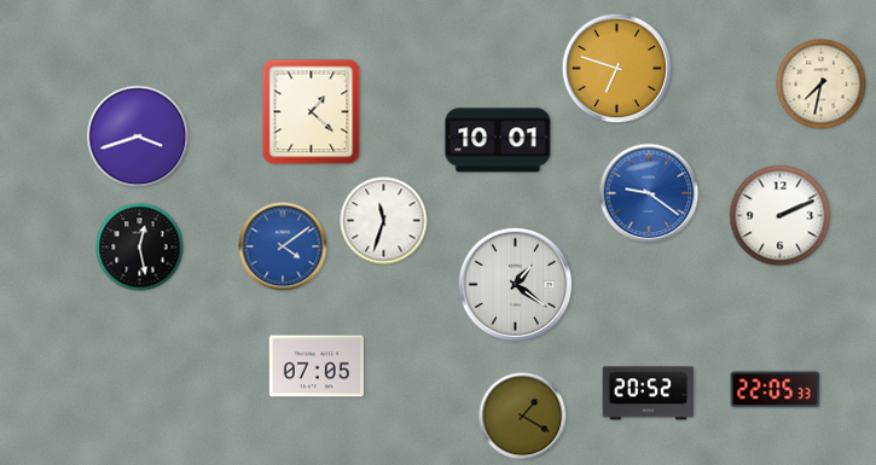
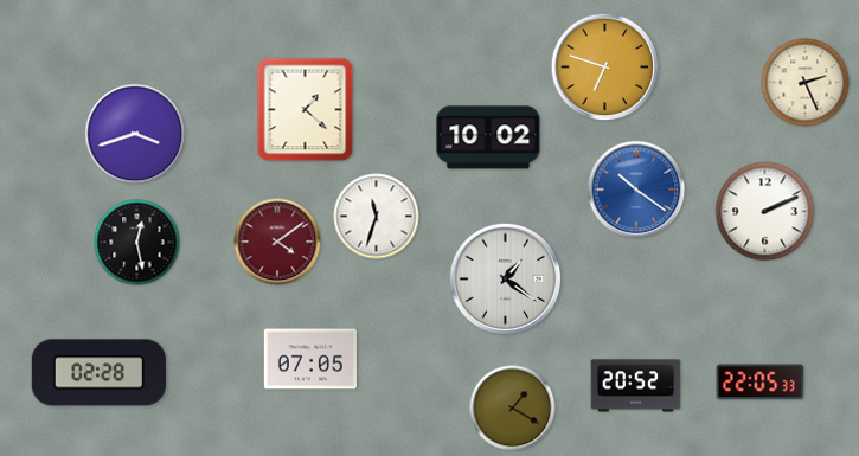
clock at (822, 85): 7:32 -> 2:26
clock at (498, 140): 10:01 -> 10:02
clock at (649, 193): 9:21 -> 10:21
clock at (283, 246) dial: blue -> burgundy
clock at (98, 373): none -> 02:28
